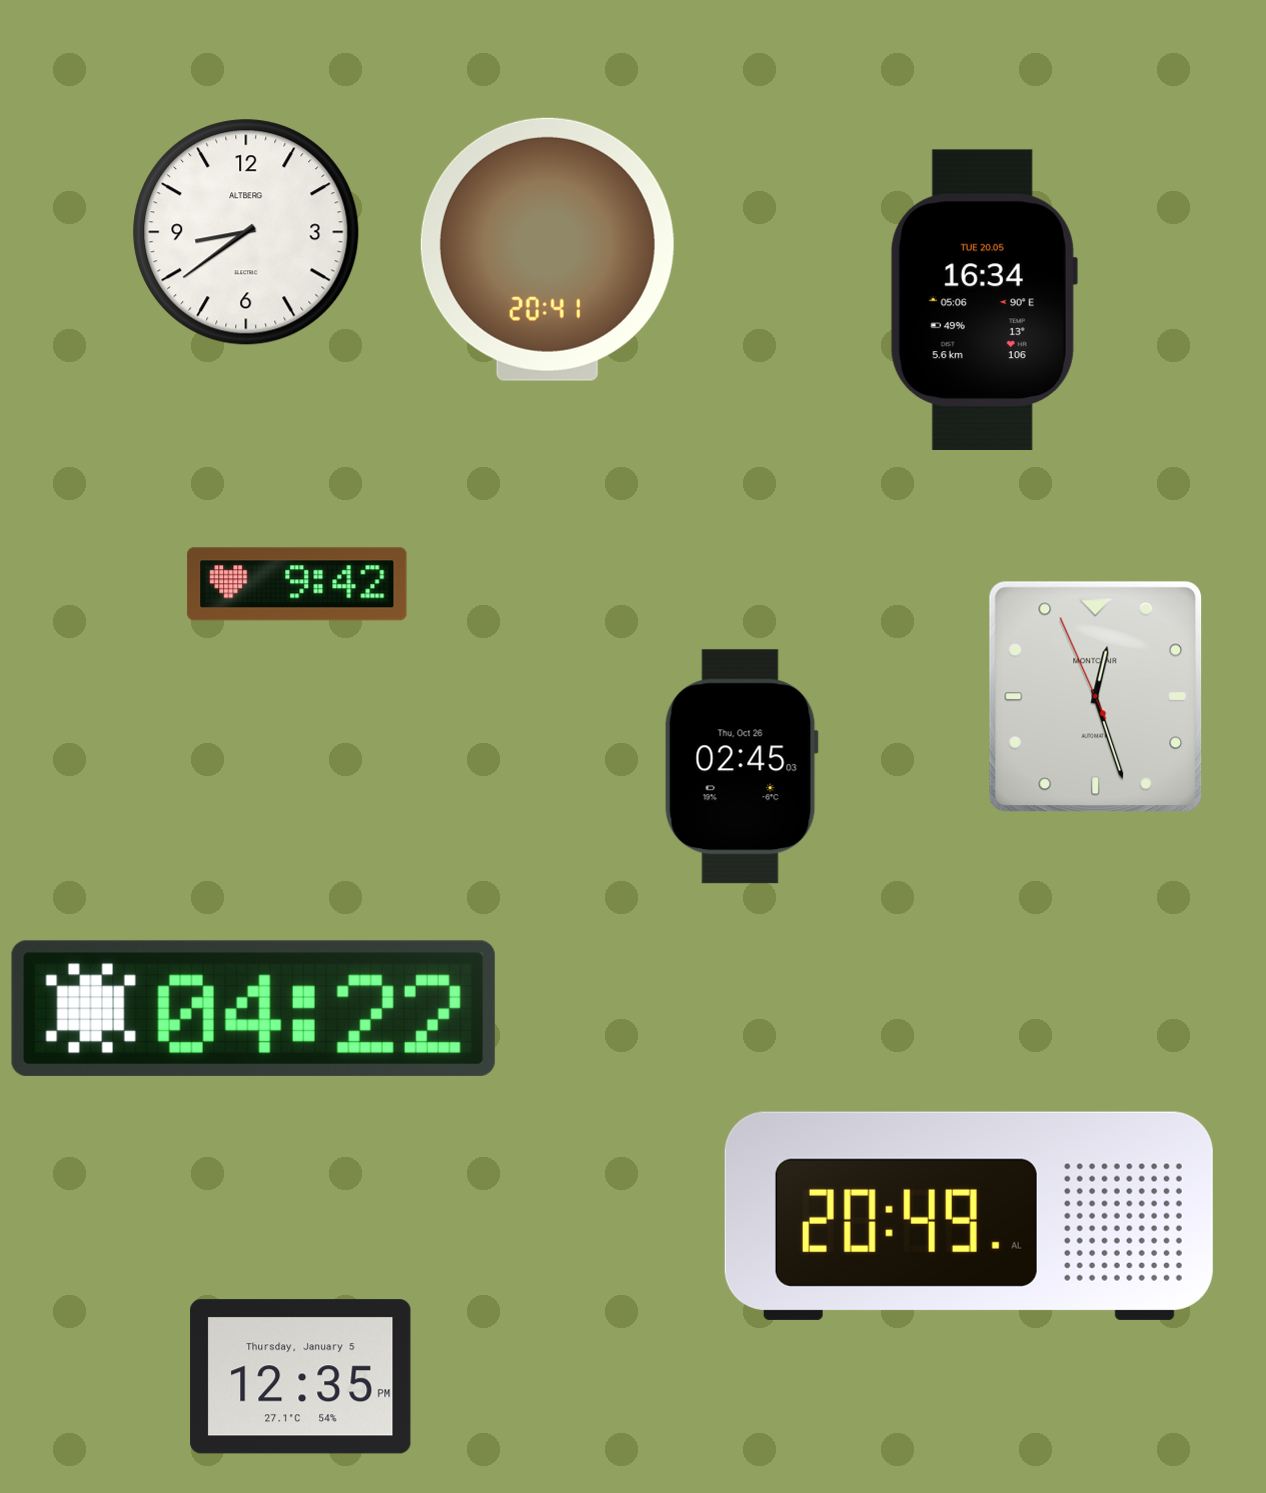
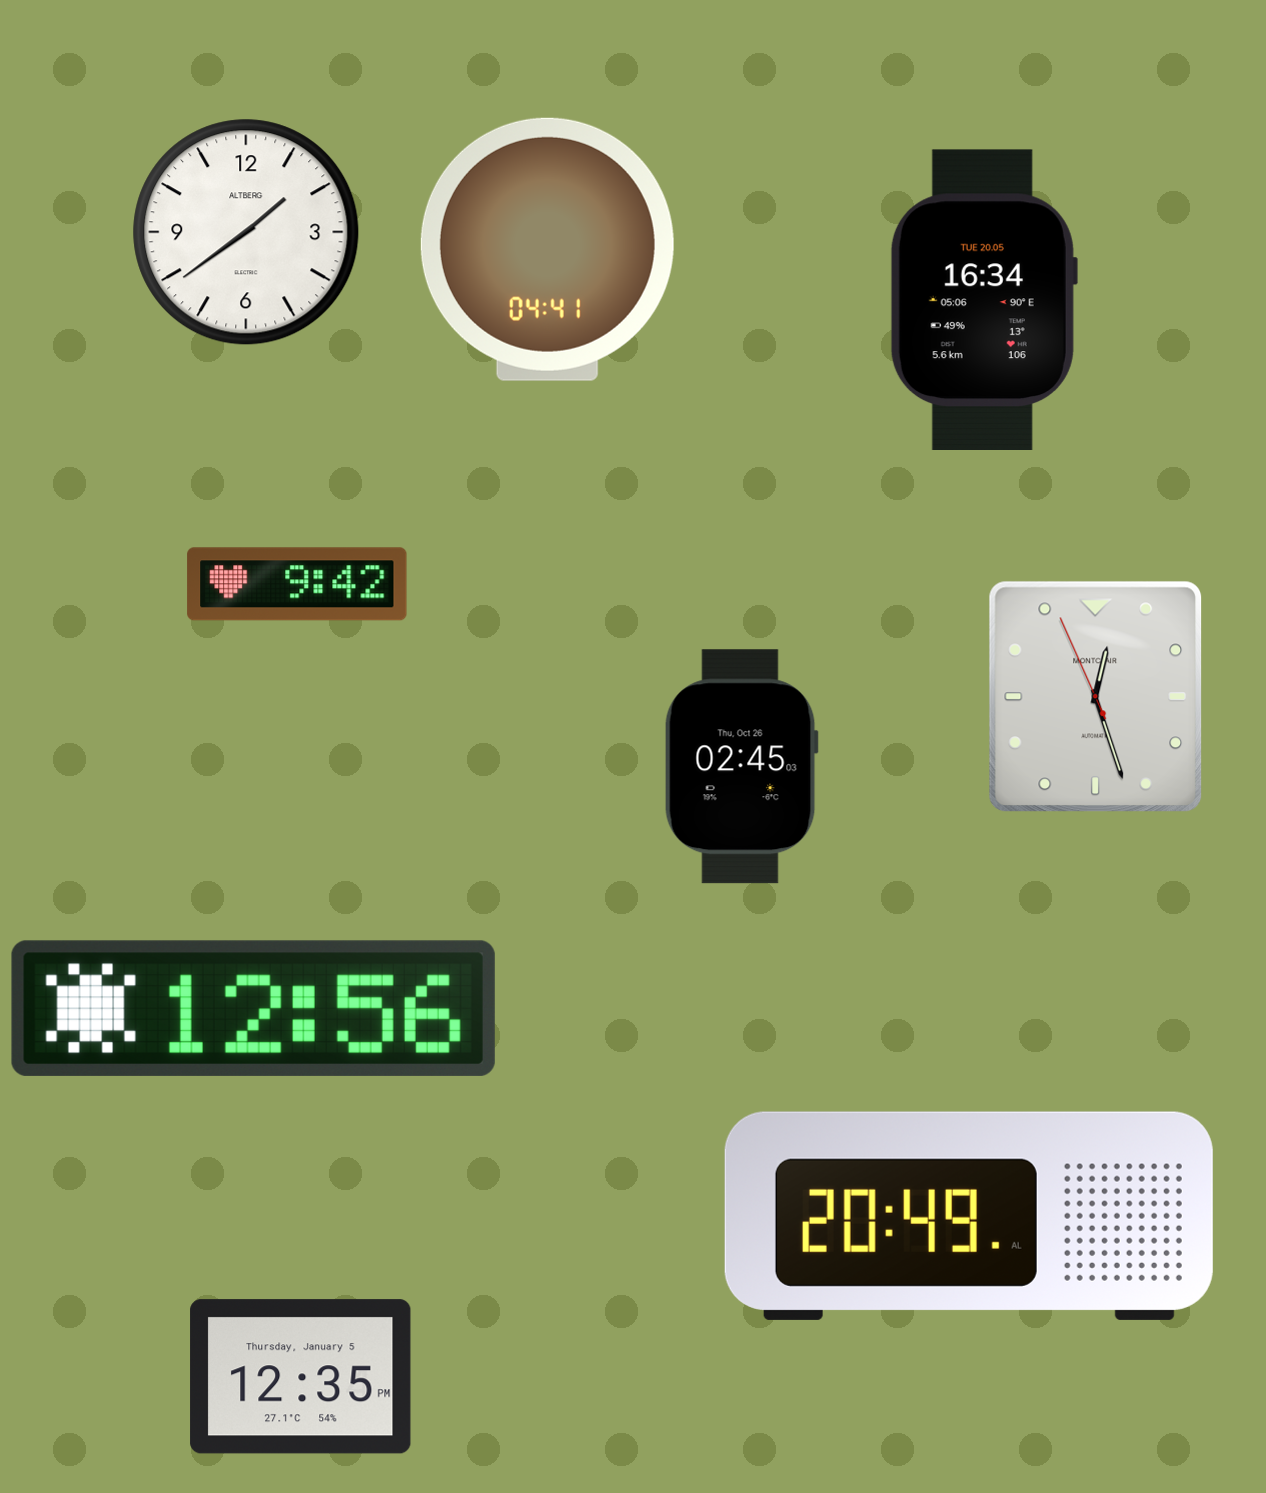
clock at (246, 232): 8:39 -> 1:39
clock at (547, 249): 20:41 -> 04:41
clock at (253, 1008): 04:22 -> 12:56
